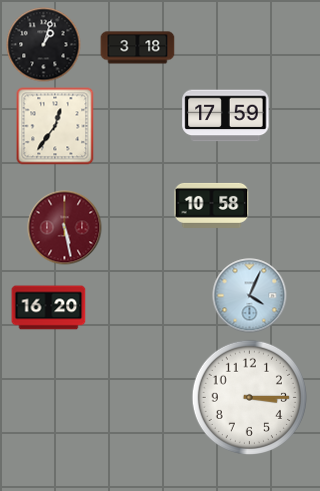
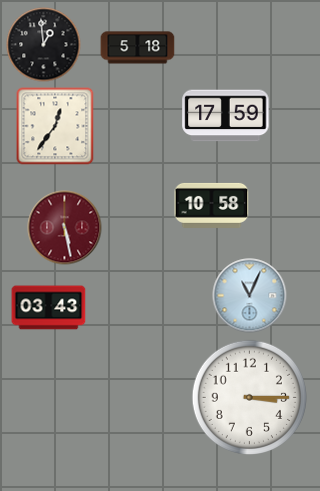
clock at (44, 45): 1:03 -> 12:59
clock at (138, 48): 3:18 -> 5:18
clock at (250, 296): 4:04 -> 11:04
clock at (49, 308): 16:20 -> 03:43
